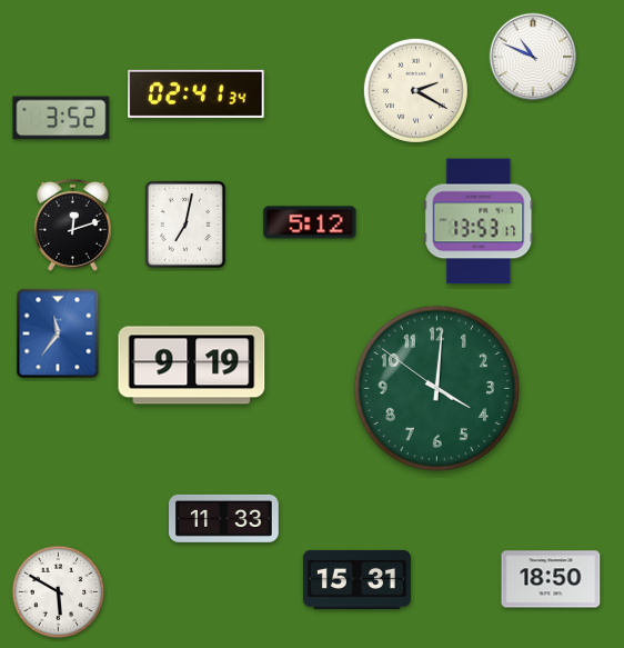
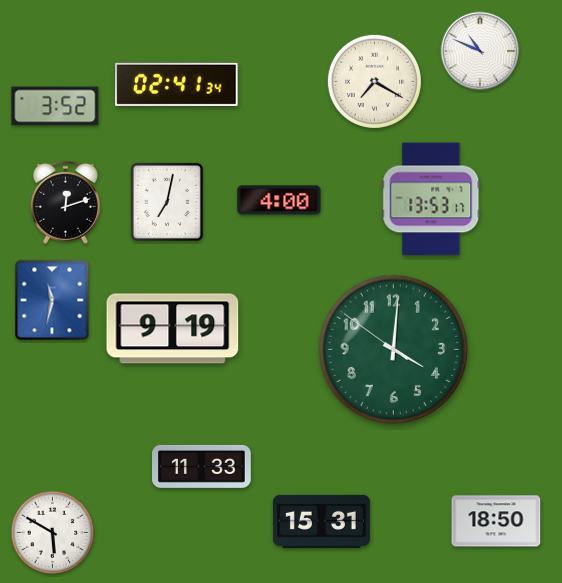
clock at (415, 90): 2:20 -> 7:20
clock at (310, 222): 5:12 -> 4:00
clock at (58, 333): 11:36 -> 11:32
